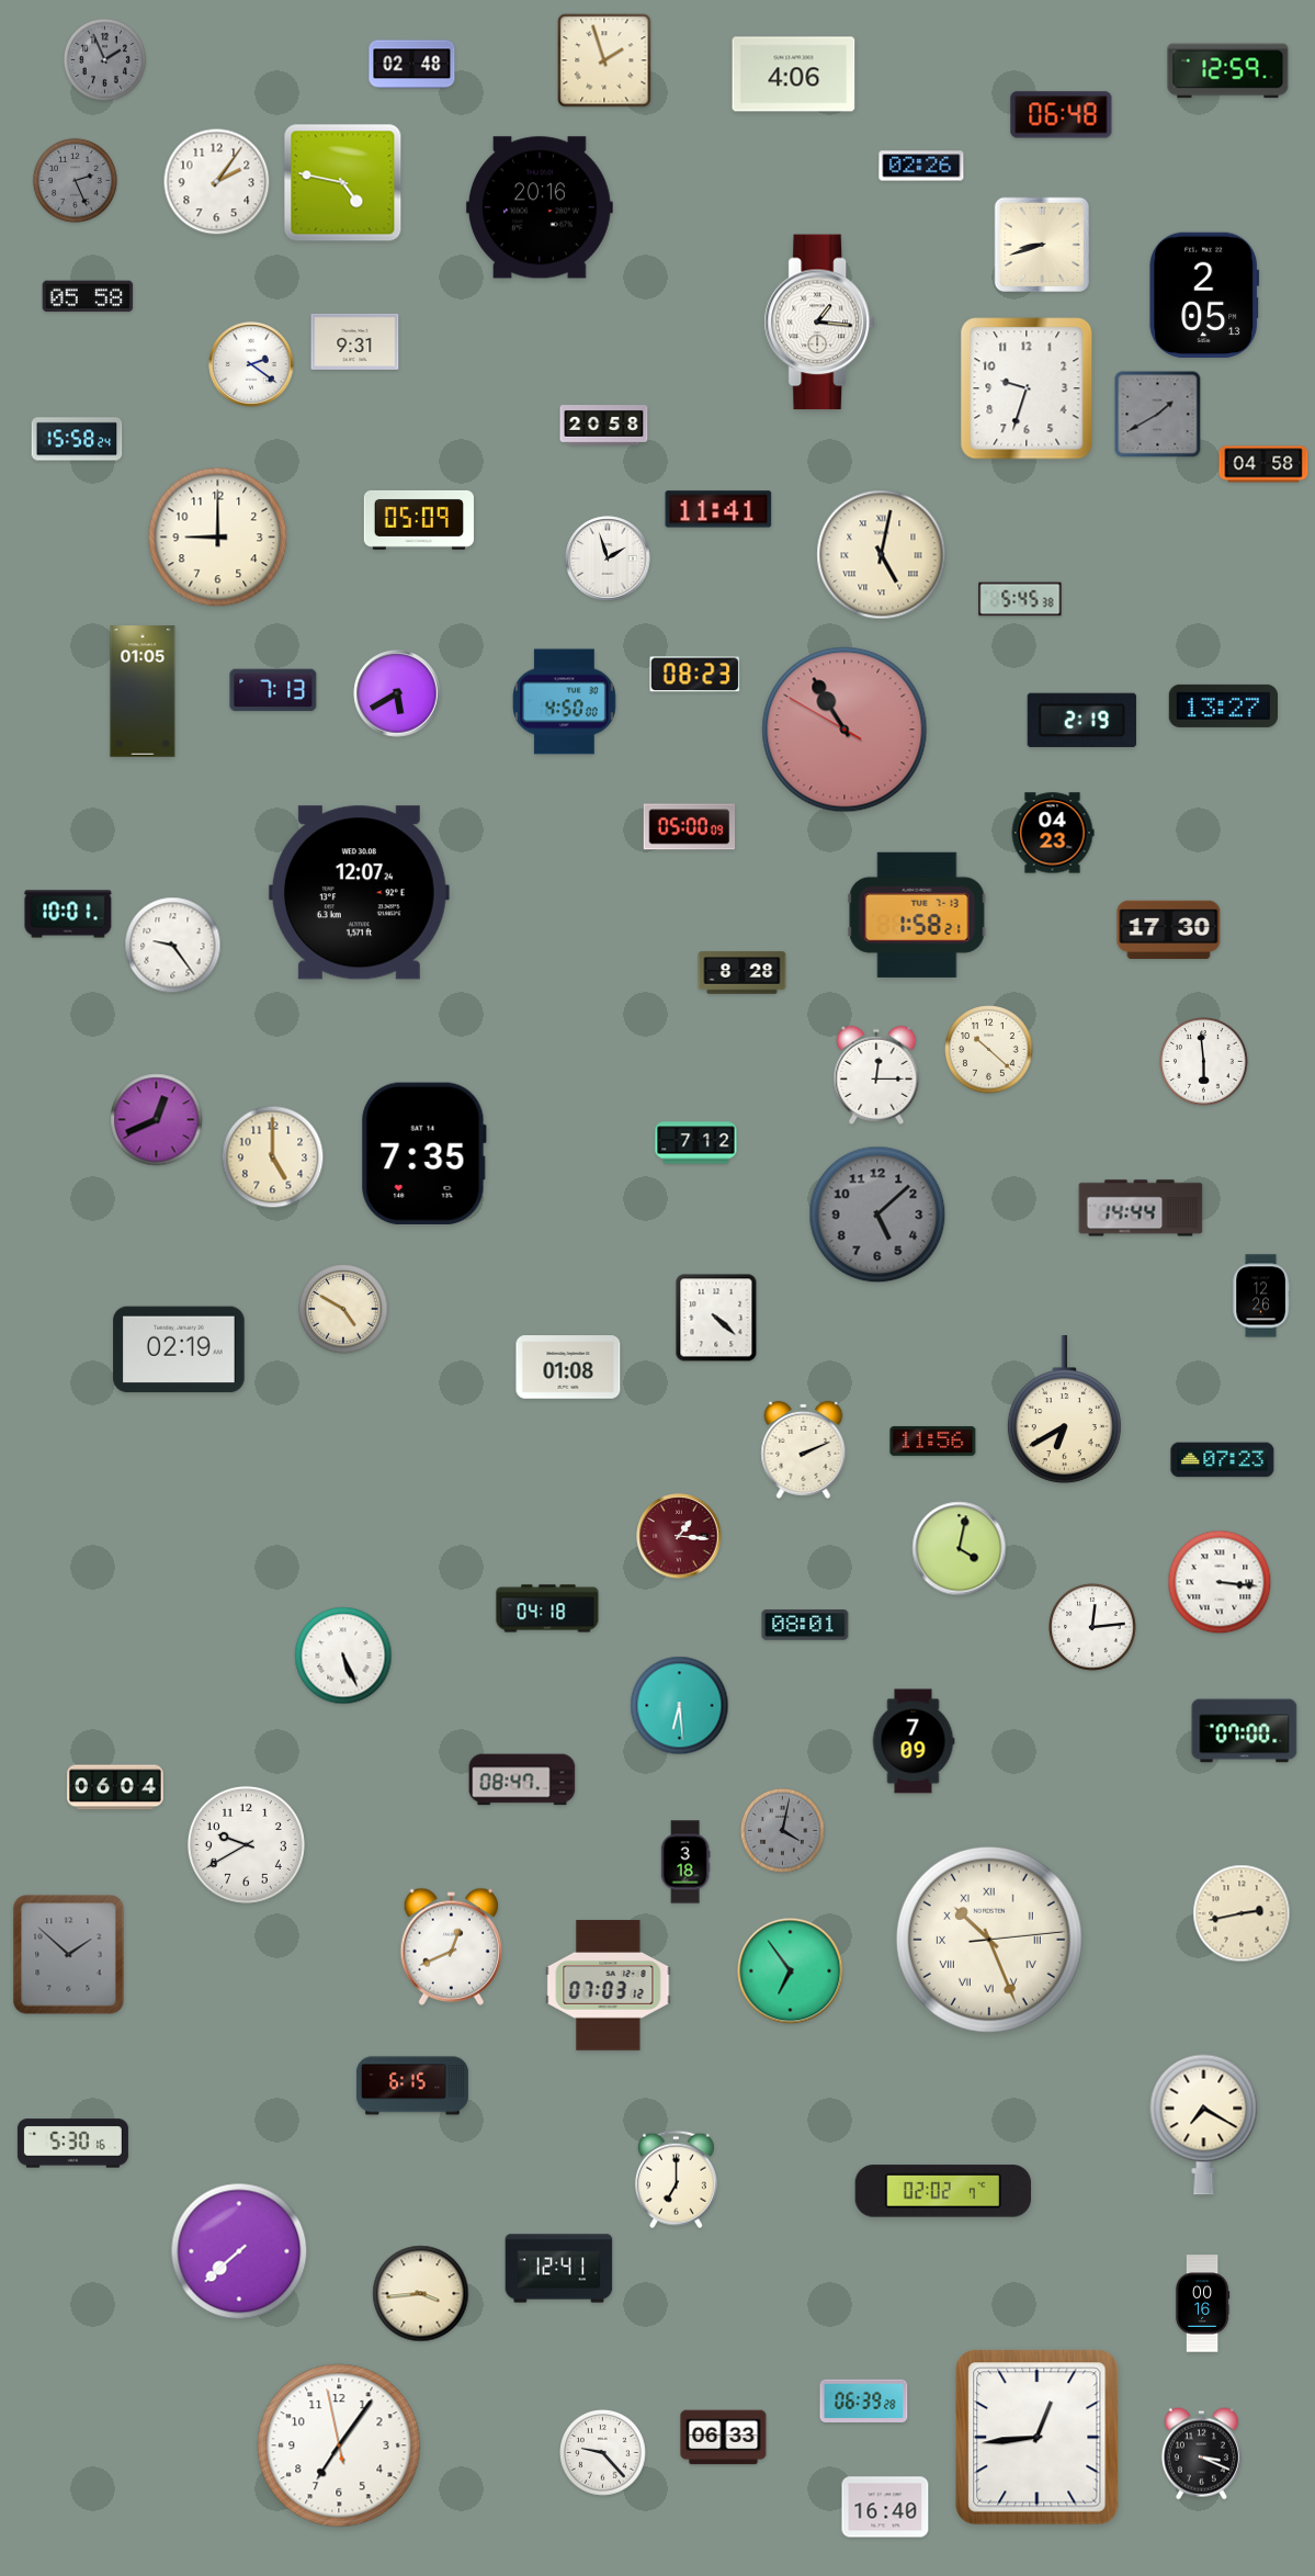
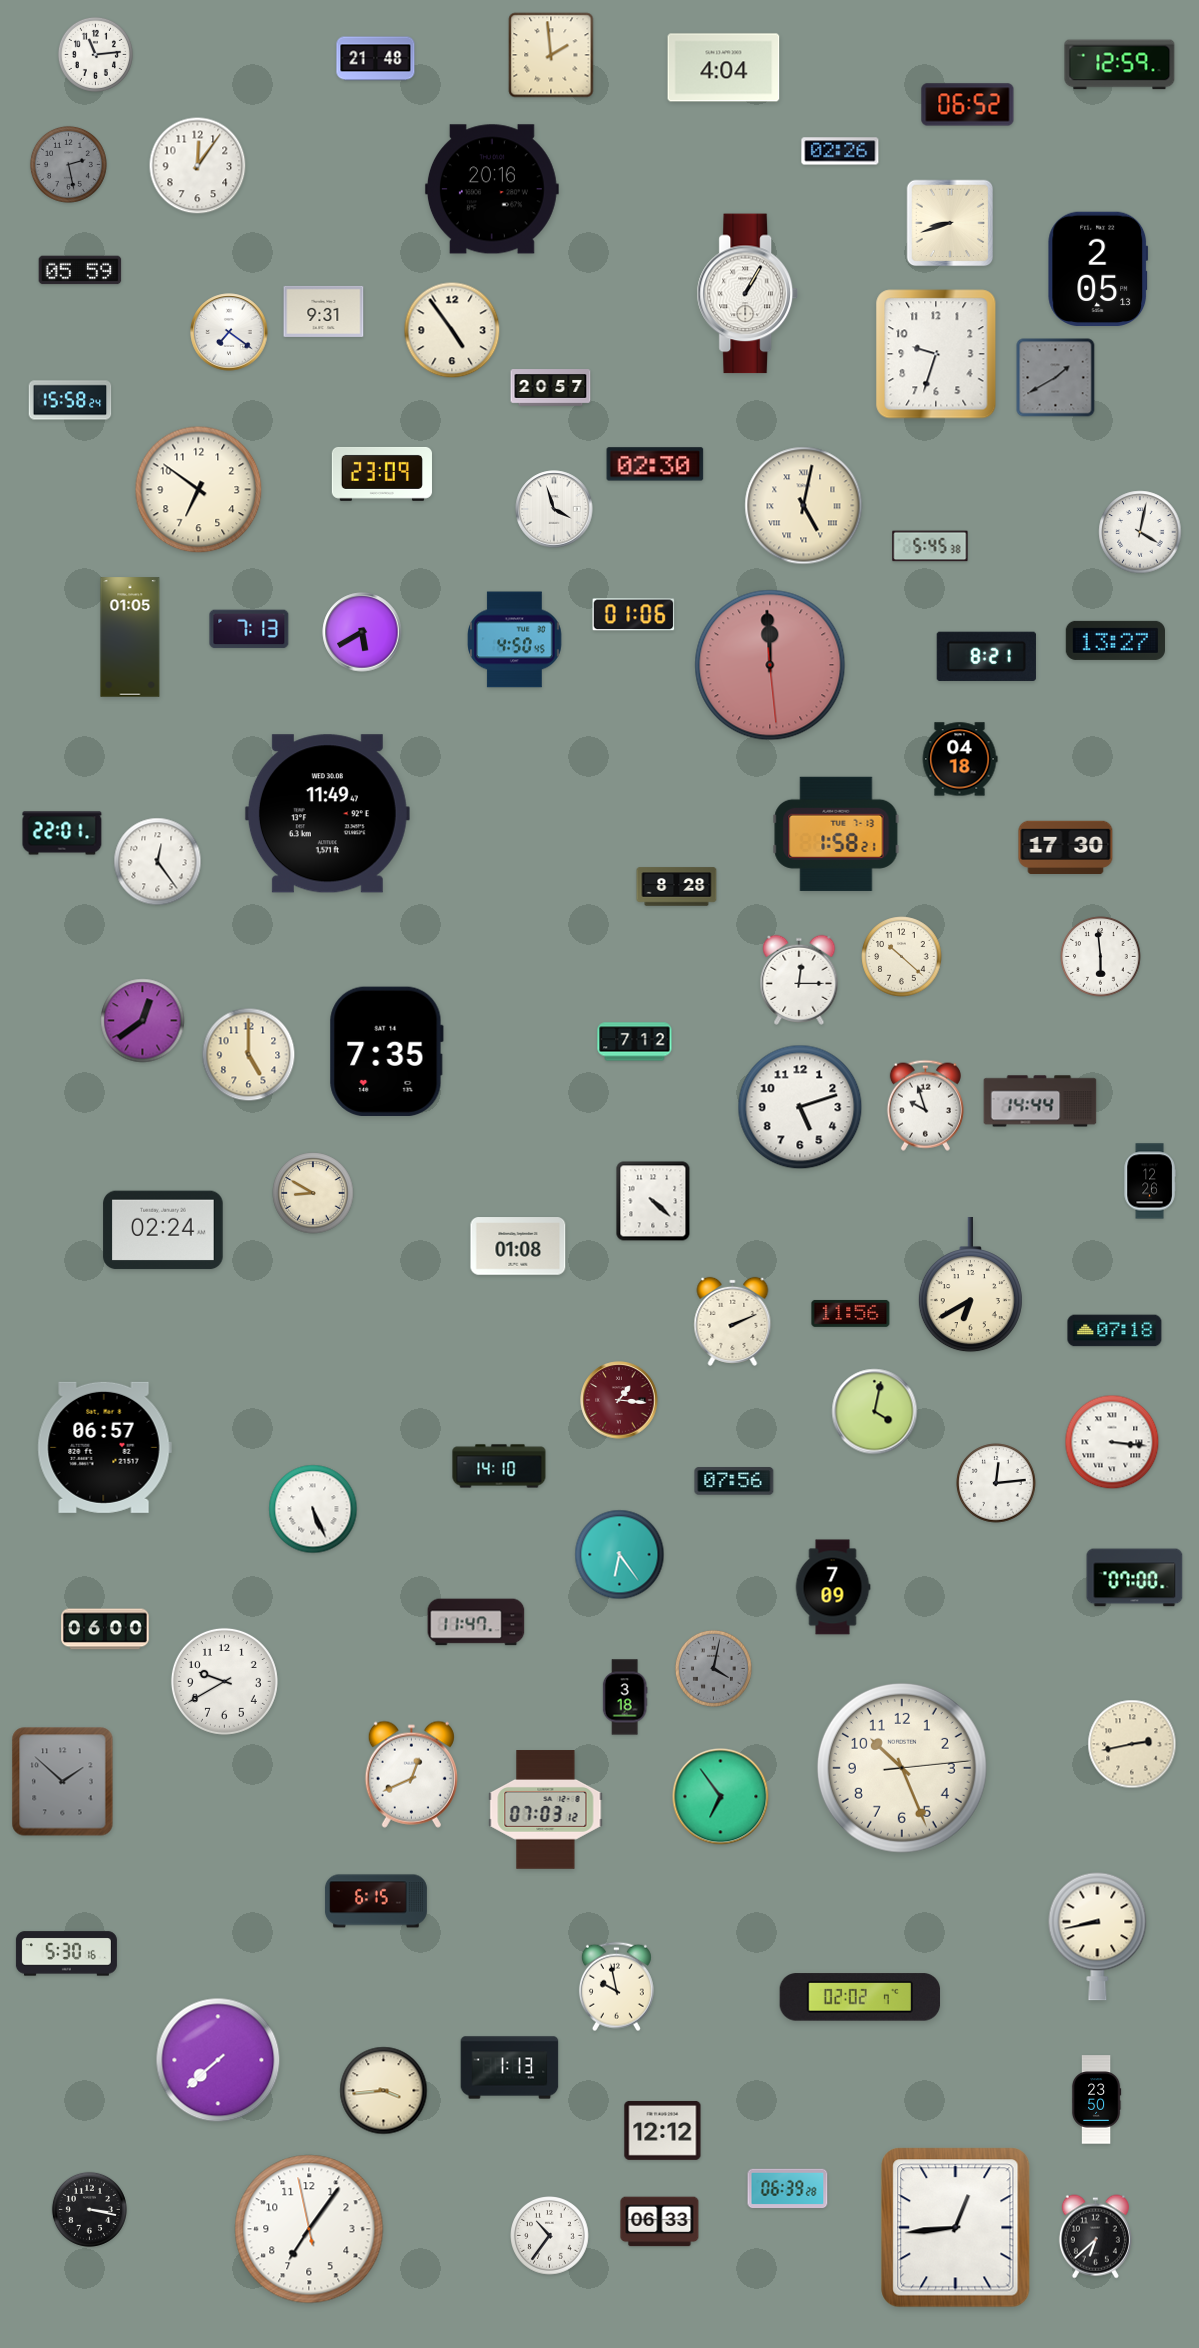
clock at (104, 59): 1:56 -> 11:14
clock at (104, 59) dial: grey -> white
clock at (604, 60): 1:57 -> 1:59
clock at (412, 65): 02:48 -> 21:48
clock at (794, 75): 4:06 -> 4:04
clock at (1062, 115): 06:48 -> 06:52
clock at (75, 180): 2:26 -> 2:28
clock at (217, 182): 2:06 -> 12:06
clock at (343, 183): 4:47 -> none
clock at (88, 296): 05:58 -> 05:59
clock at (819, 323): 1:16 -> 1:05
clock at (452, 330): none -> 4:54
clock at (251, 364): 2:21 -> 7:21
clock at (604, 426): 20:58 -> 20:57
clock at (1263, 464): 04:58 -> none
clock at (718, 509): 11:41 -> 02:30
clock at (419, 520): 05:09 -> 23:09
clock at (218, 538): 9:00 -> 6:51
clock at (608, 558): 1:57 -> 3:57
clock at (1140, 532): none -> 4:02
clock at (695, 675): 08:23 -> 01:06
clock at (143, 691) position: (143, 691) -> (130, 637)
clock at (565, 702): 4:50:00 -> 4:50:45
clock at (1224, 705) position: (1224, 705) -> (1116, 640)
clock at (1081, 720): 2:19 -> 8:21
clock at (844, 730): 10:54 -> 11:59
clock at (690, 827): 05:00 -> none
clock at (1053, 833): 04:23 -> 04:18
clock at (359, 893): 12:07 -> 11:49
clock at (68, 914): 10:01 -> 22:01
clock at (173, 946): 9:24 -> 12:24
clock at (1204, 1062) position: (1204, 1062) -> (1101, 957)
clock at (157, 1120): 12:41 -> 12:39
clock at (925, 1105): none -> 9:57
clock at (877, 1214): 5:08 -> 5:12
clock at (877, 1214) dial: grey -> white
clock at (343, 1309): 4:50 -> 8:50
clock at (179, 1349): 02:19 -> 02:24
clock at (1223, 1460): 07:23 -> 07:18
clock at (104, 1447): none -> 06:57
clock at (547, 1608): 04:18 -> 14:10
clock at (805, 1625): 08:01 -> 07:56
clock at (680, 1706): 6:29 -> 6:24
clock at (522, 1780): 08:47 -> 11:47
clock at (115, 1787): 06:04 -> 06:00
clock at (989, 1940) numerals: Roman -> Arabic
clock at (609, 1986) position: (609, 1986) -> (546, 1810)
clock at (1204, 2124): 7:20 -> 8:43
clock at (676, 2180): 7:00 -> 9:58
clock at (239, 2251) position: (239, 2251) -> (218, 2060)
clock at (559, 2269): 12:41 -> 1:13
clock at (1202, 2304): 00:16 -> 23:50
clock at (663, 2130): none -> 12:12
clock at (89, 2209): none -> 3:17
clock at (1038, 2438) position: (1038, 2438) -> (956, 2228)
clock at (603, 2453): 9:23 -> 10:36
clock at (1201, 2454): 3:19 -> 6:38
clock at (885, 2507): 16:40 -> none
